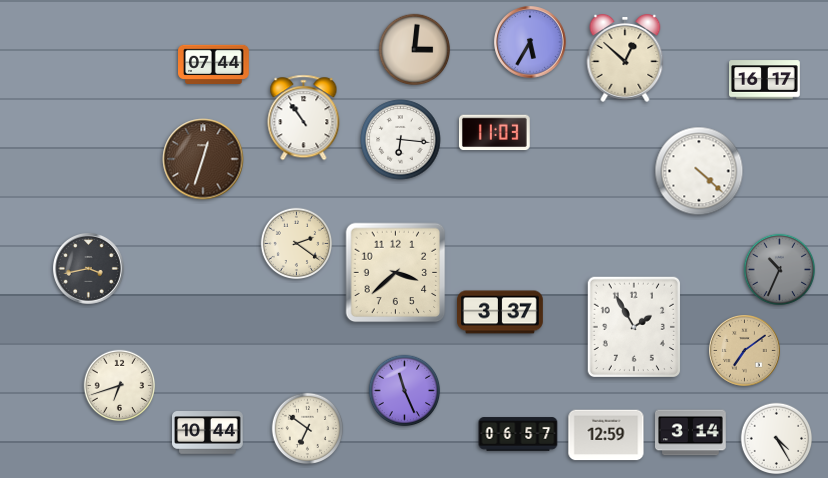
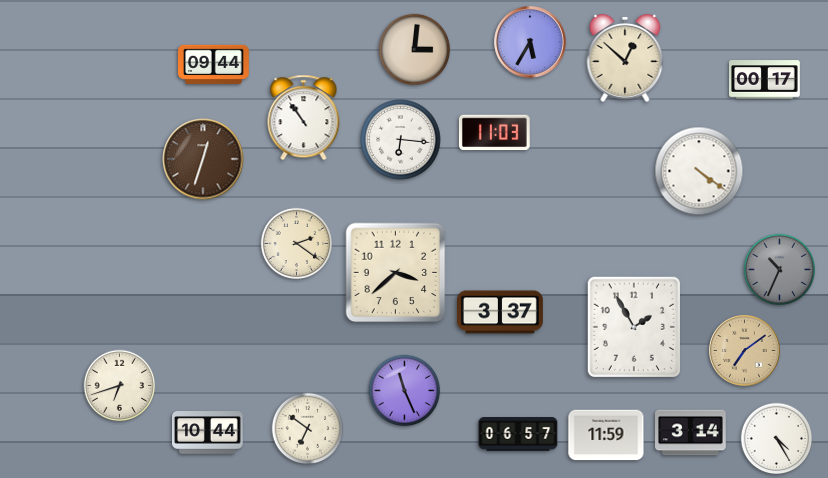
clock at (214, 64): 07:44 -> 09:44
clock at (765, 80): 16:17 -> 00:17
clock at (699, 171): 4:22 -> 4:21
clock at (89, 269): 3:43 -> none
clock at (606, 435): 12:59 -> 11:59
